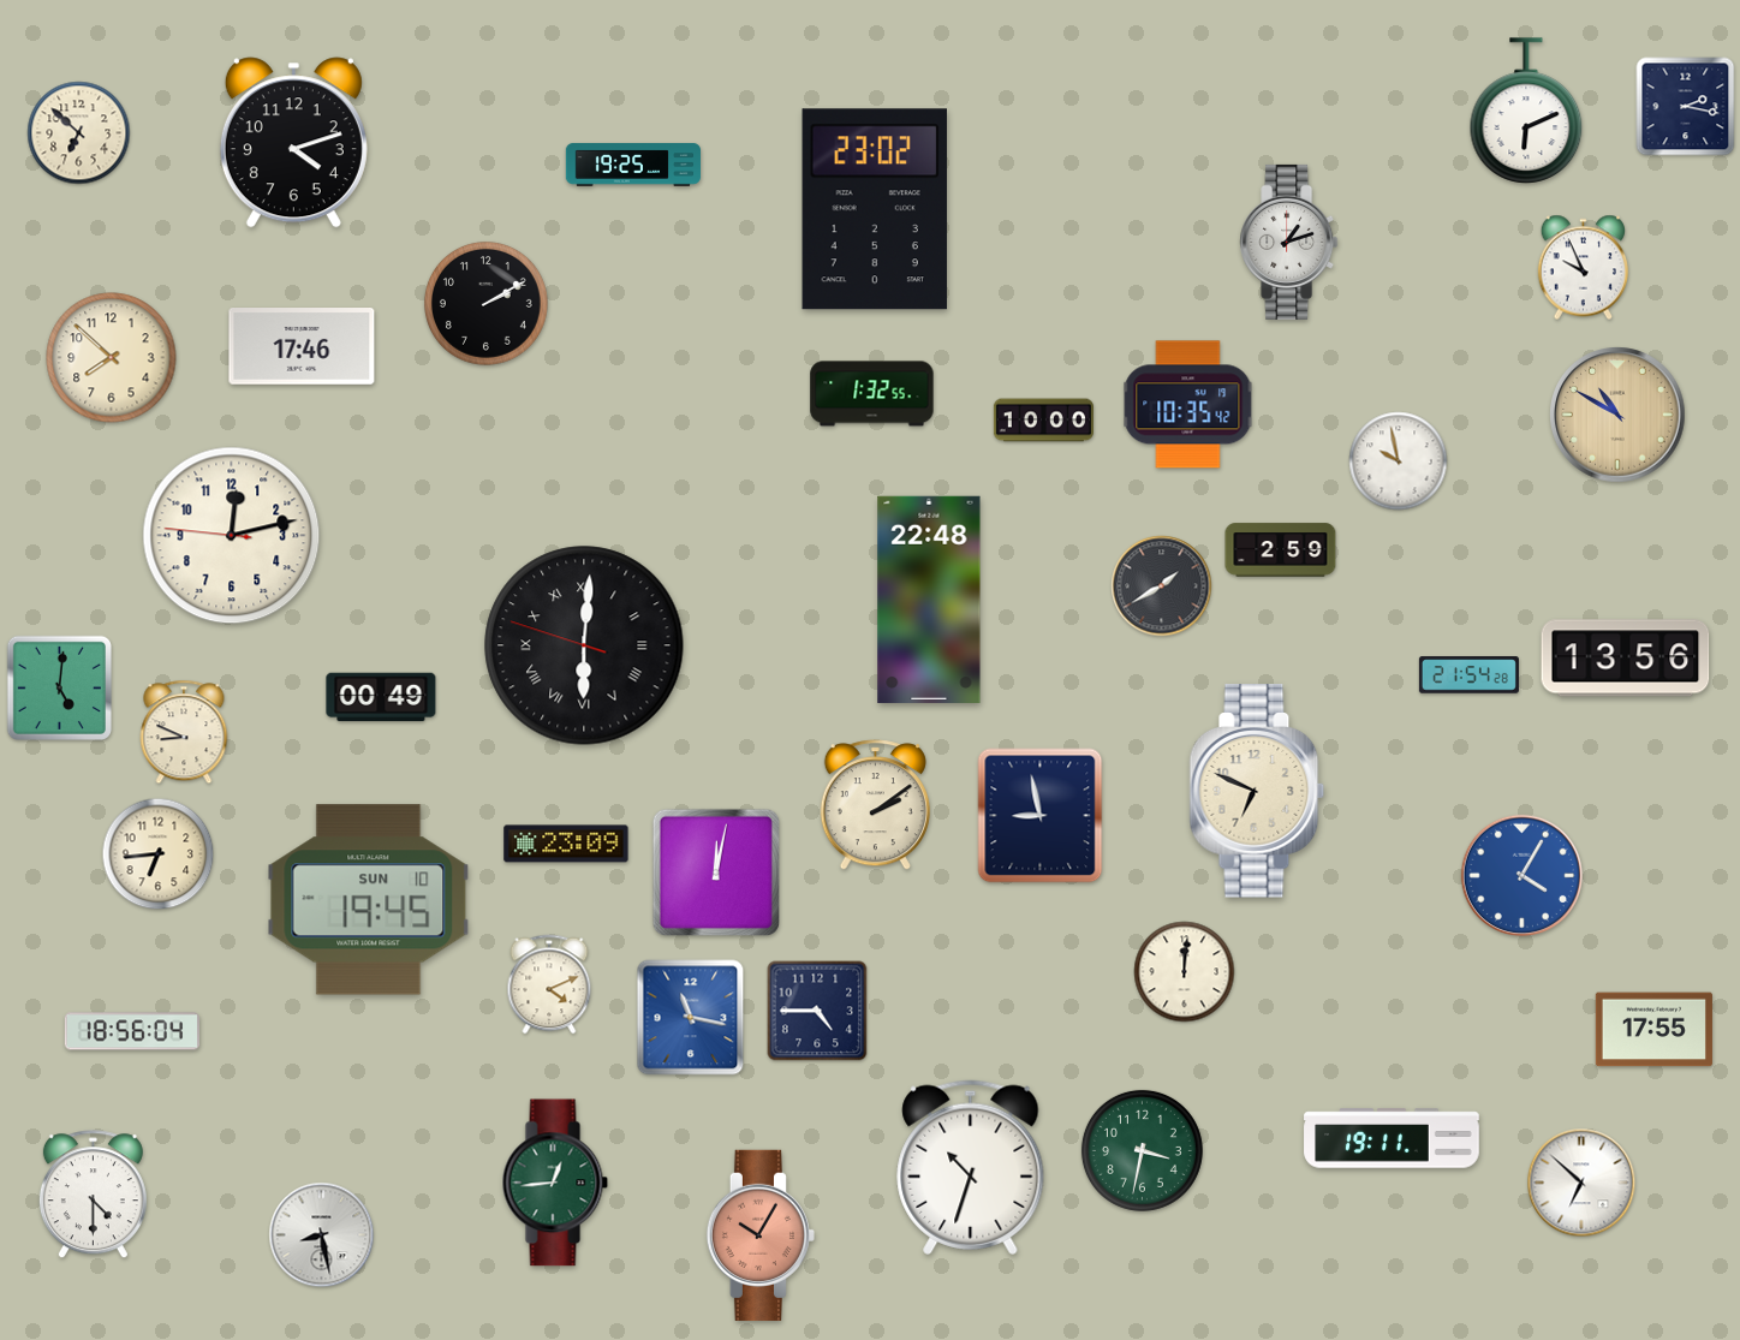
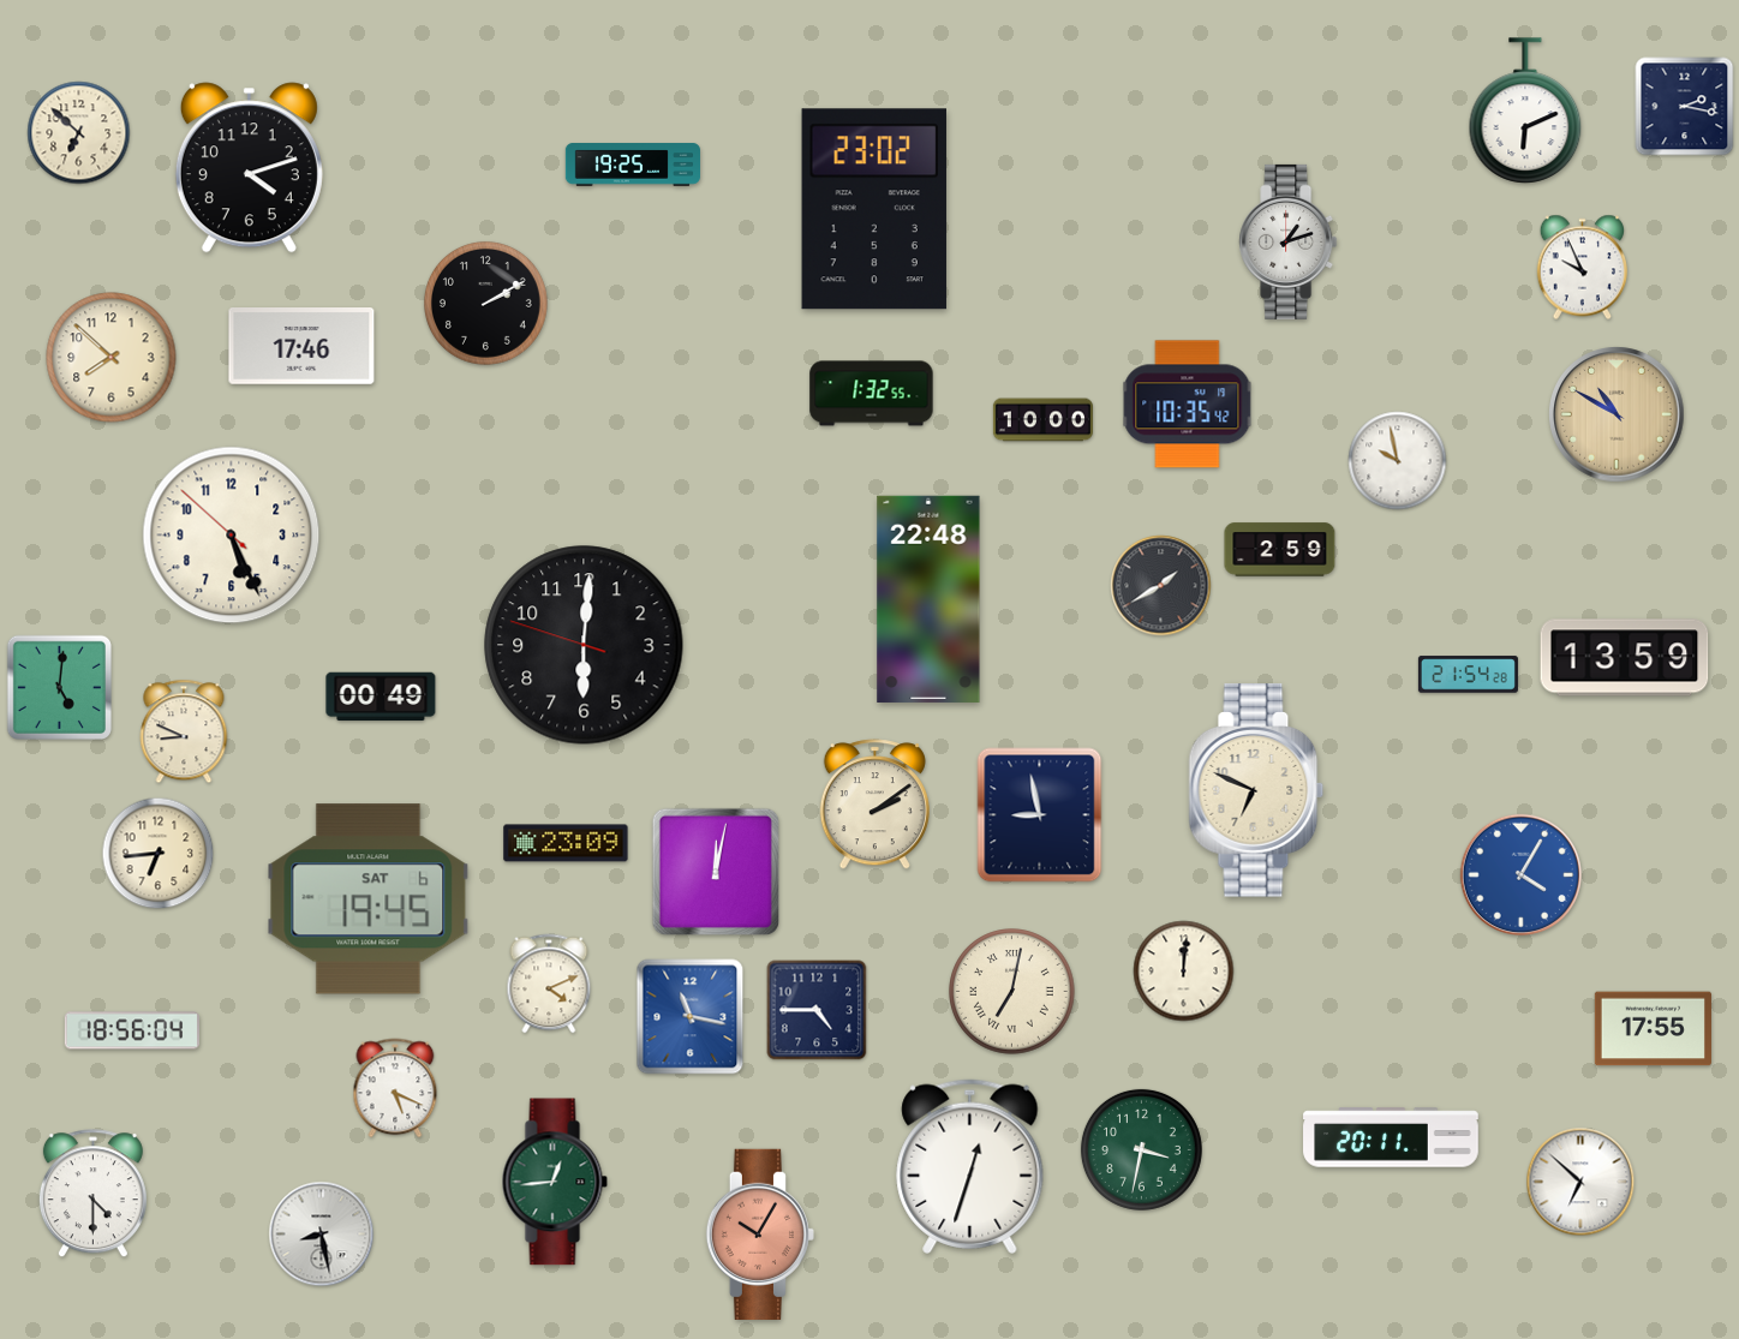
clock at (293, 143) position: (293, 143) -> (249, 168)
clock at (232, 536): 12:12 -> 5:25
clock at (584, 645) numerals: Roman -> Arabic
clock at (1626, 659): 13:56 -> 13:59
clock at (369, 900) date: SUN 10 -> SAT 6
clock at (1012, 992): none -> 7:02
clock at (395, 1088): none -> 5:19
clock at (1392, 1138): 19:11 -> 20:11
clock at (971, 1167): 10:33 -> 12:33
